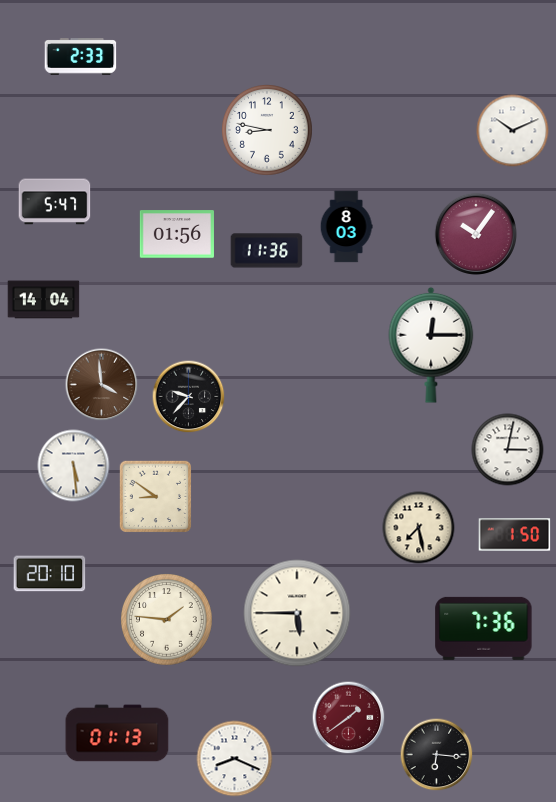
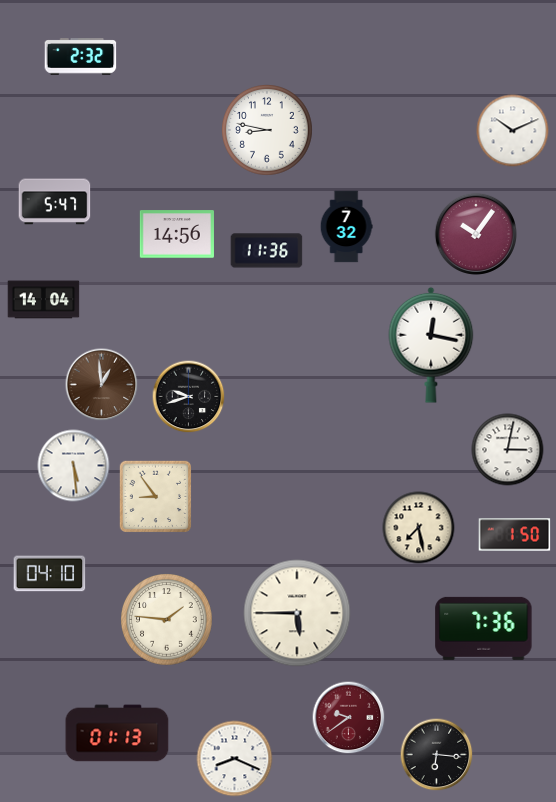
clock at (81, 57): 2:33 -> 2:32
clock at (346, 227): 8:03 -> 7:32
clock at (177, 234): 01:56 -> 14:56
clock at (431, 345): 12:15 -> 12:17
clock at (102, 385): 3:59 -> 12:59
clock at (189, 397): 9:37 -> 9:42
clock at (155, 496): 8:51 -> 8:54
clock at (50, 574): 20:10 -> 04:10
clock at (349, 718): 1:39 -> 9:39
